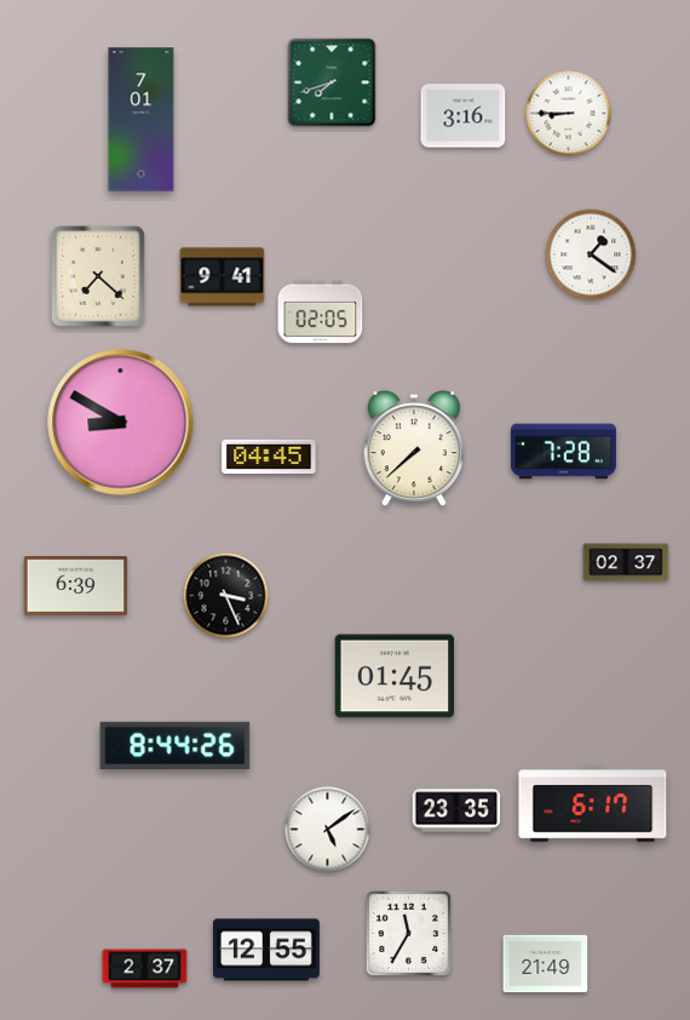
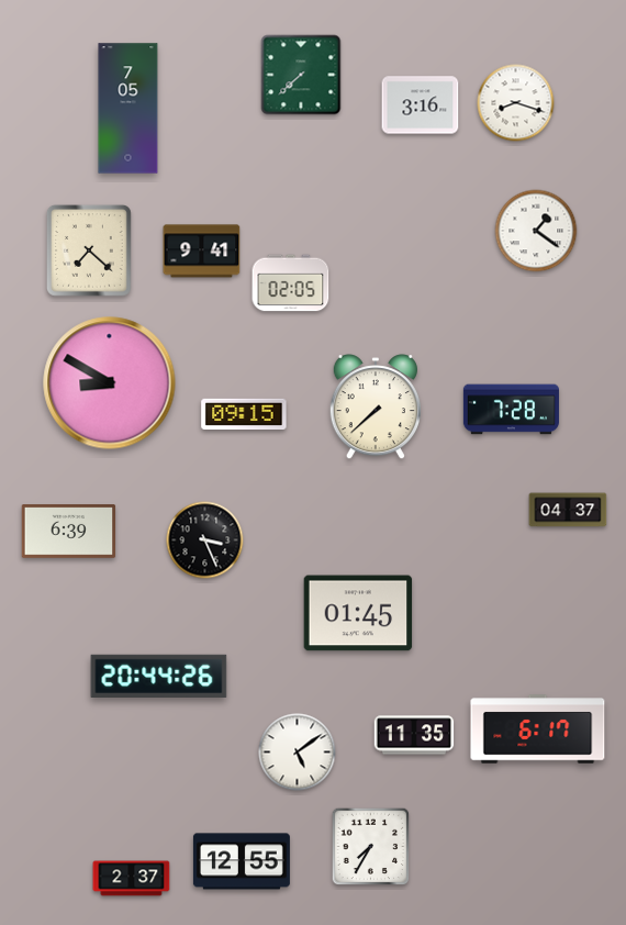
clock at (332, 82): 7:42 -> 7:38
clock at (569, 114): 8:45 -> 8:18
clock at (142, 120): 7:01 -> 7:05
clock at (269, 455): 04:45 -> 09:15
clock at (626, 562): 02:37 -> 04:37
clock at (176, 745): 8:44 -> 20:44
clock at (456, 810): 23:35 -> 11:35
clock at (409, 934): 11:35 -> 7:35
clock at (546, 964): 21:49 -> none
